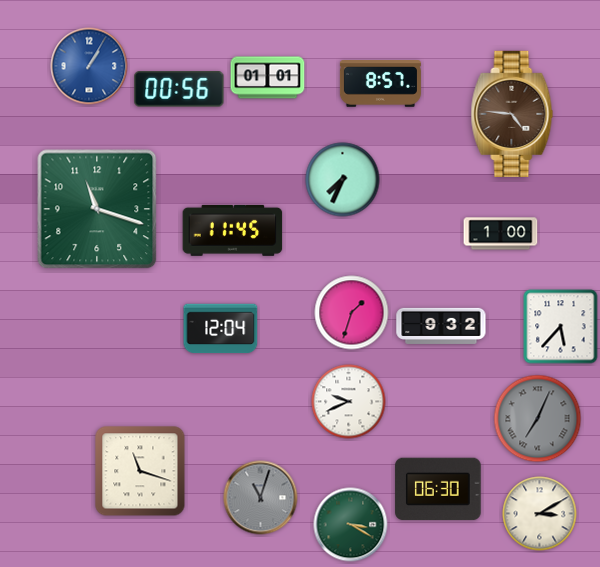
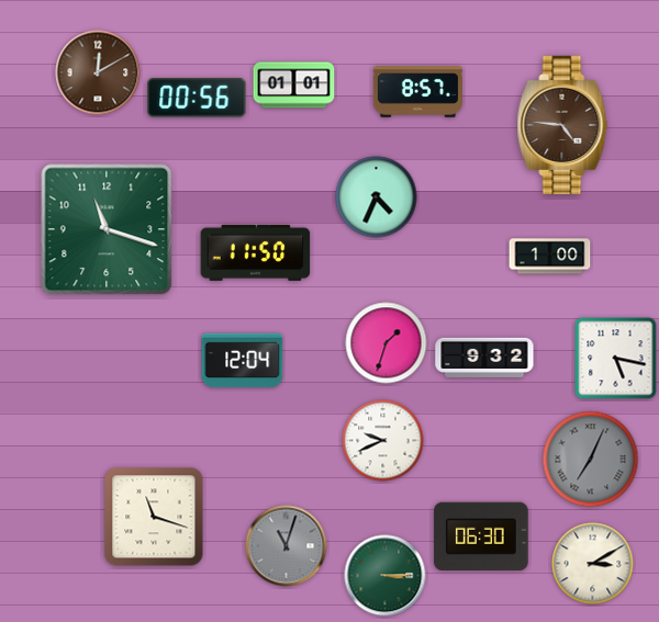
clock at (89, 66): 1:05 -> 12:10
clock at (89, 66) dial: blue -> brown
clock at (343, 180): 7:34 -> 4:34
clock at (233, 230): 11:45 -> 11:50
clock at (561, 327): 5:37 -> 5:17
clock at (351, 525): 3:20 -> 3:15
